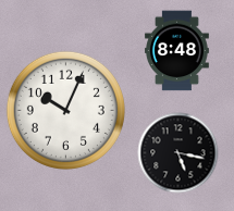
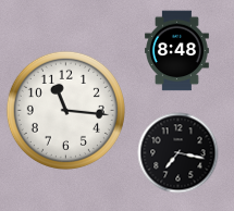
clock at (65, 110): 10:04 -> 11:16
clock at (178, 153): 5:17 -> 7:17
